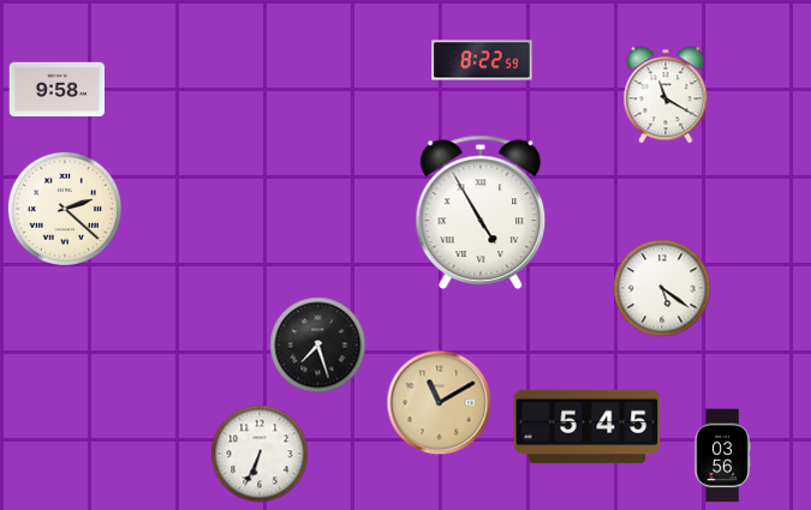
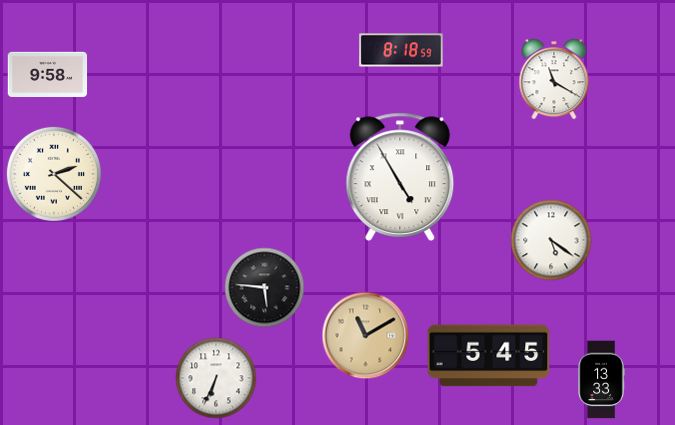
clock at (482, 60): 8:22 -> 8:18
clock at (318, 346): 7:27 -> 5:46
clock at (722, 456): 03:56 -> 13:33
